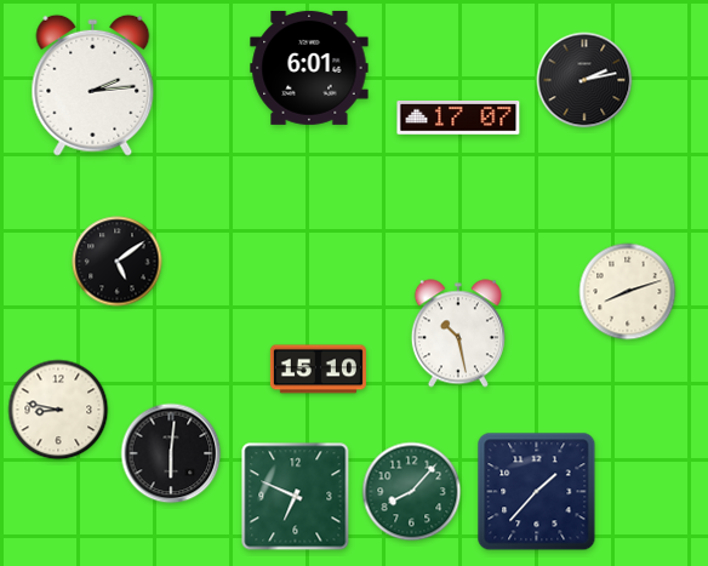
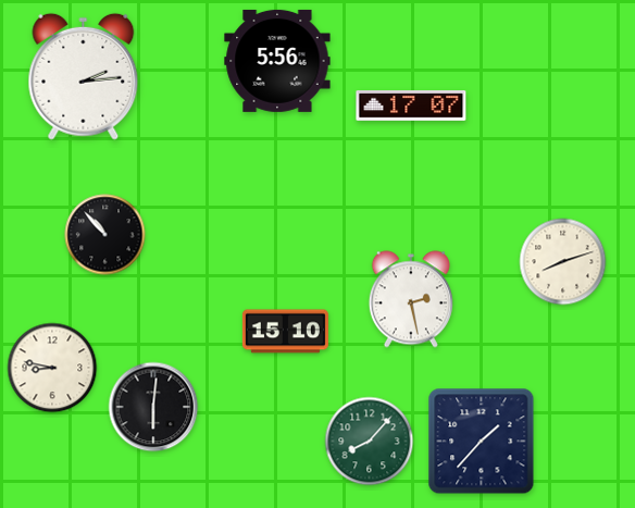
clock at (309, 68): 6:01 -> 5:56
clock at (584, 80): 2:13 -> none
clock at (118, 262): 5:09 -> 10:53
clock at (458, 333): 10:28 -> 2:28
clock at (296, 497): 6:49 -> none
